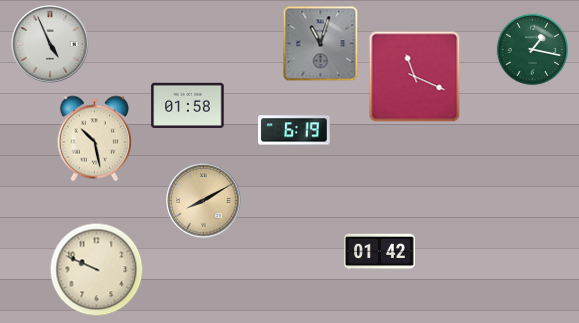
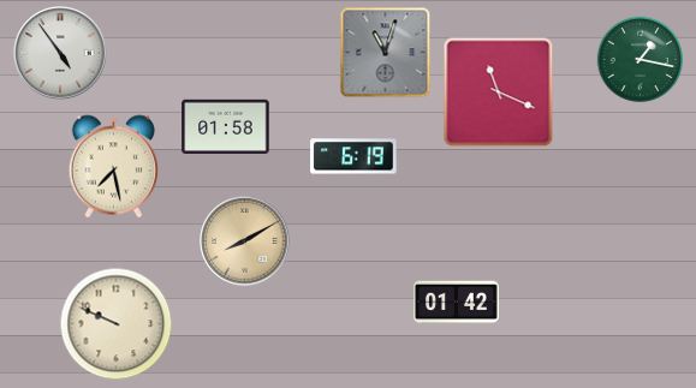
clock at (50, 44): 4:56 -> 4:54
clock at (94, 139): 10:28 -> 7:28
